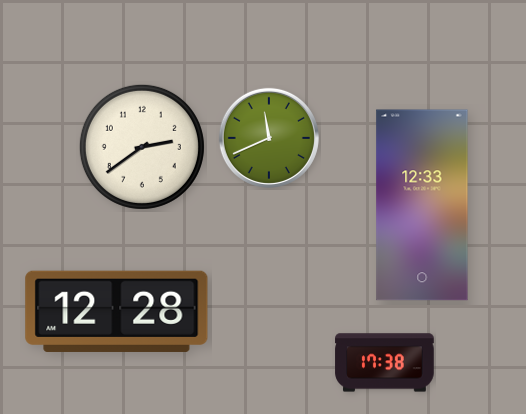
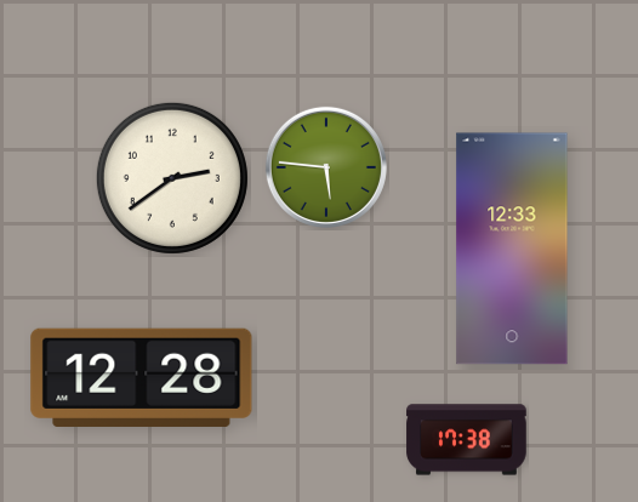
clock at (269, 138): 11:41 -> 5:46
